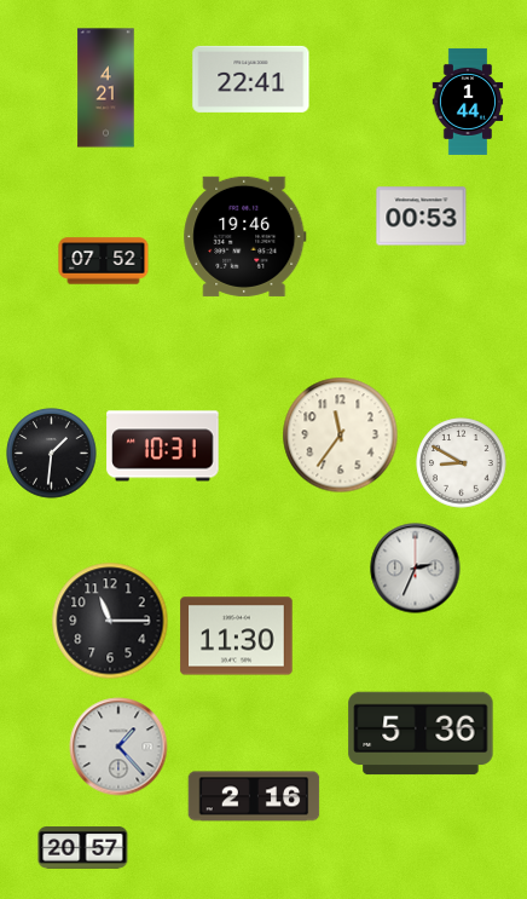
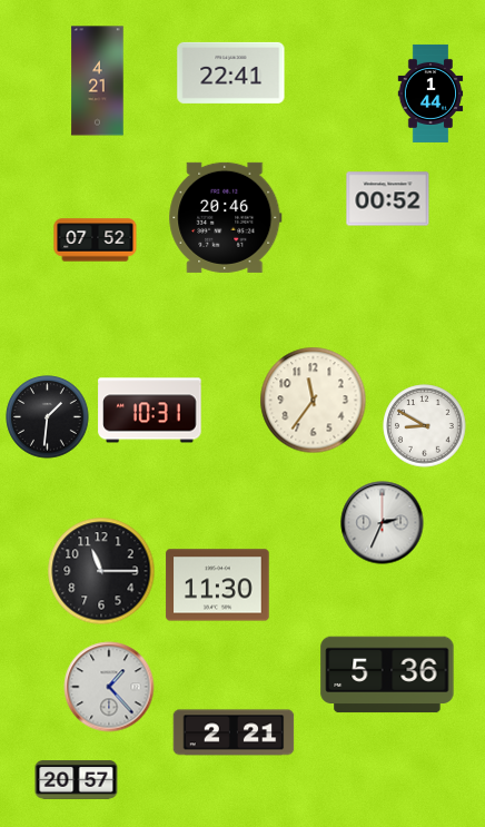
clock at (422, 217): 00:53 -> 00:52
clock at (245, 236): 19:46 -> 20:46
clock at (254, 796): 2:16 -> 2:21
